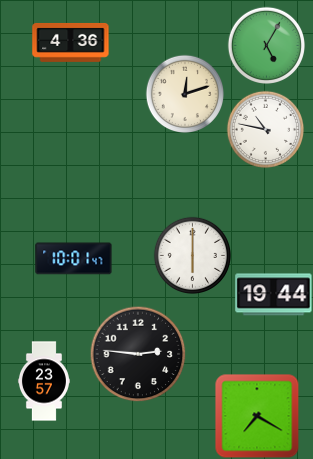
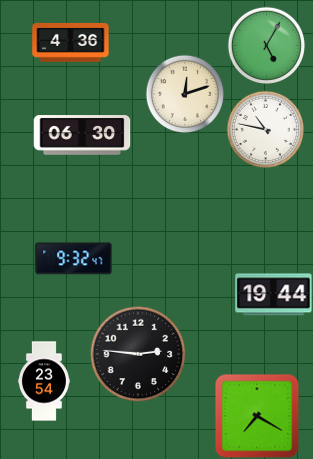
clock at (82, 135): none -> 06:30
clock at (192, 255): 6:00 -> none
clock at (74, 259): 10:01 -> 9:32
clock at (44, 381): 23:57 -> 23:54
